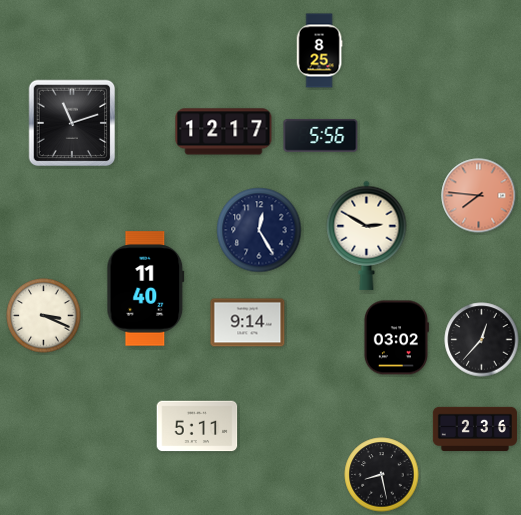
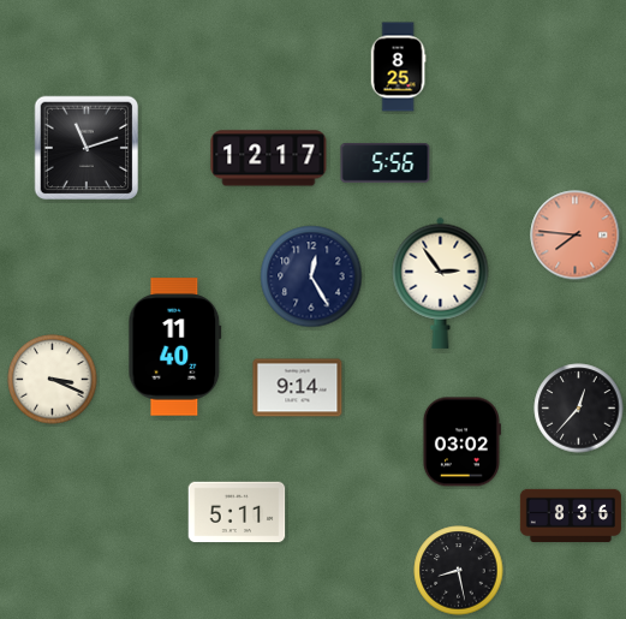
clock at (319, 51) position: (319, 51) -> (398, 67)
clock at (367, 235): 2:50 -> 2:54
clock at (396, 338) position: (396, 338) -> (461, 442)
clock at (475, 428): 2:36 -> 8:36
